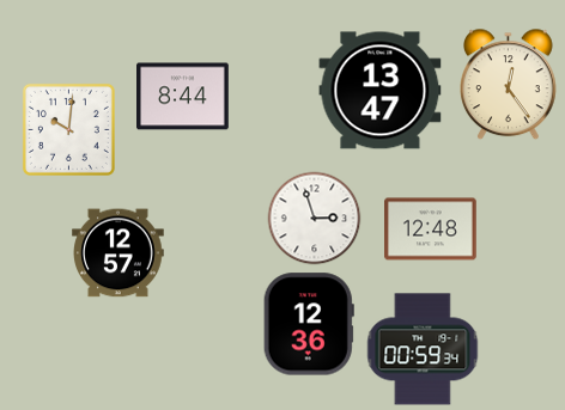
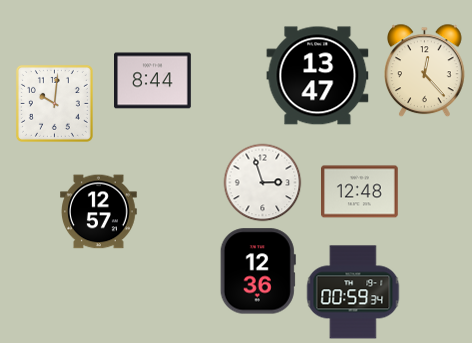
clock at (509, 84): 12:24 -> 12:23
clock at (68, 129) position: (68, 129) -> (54, 103)
